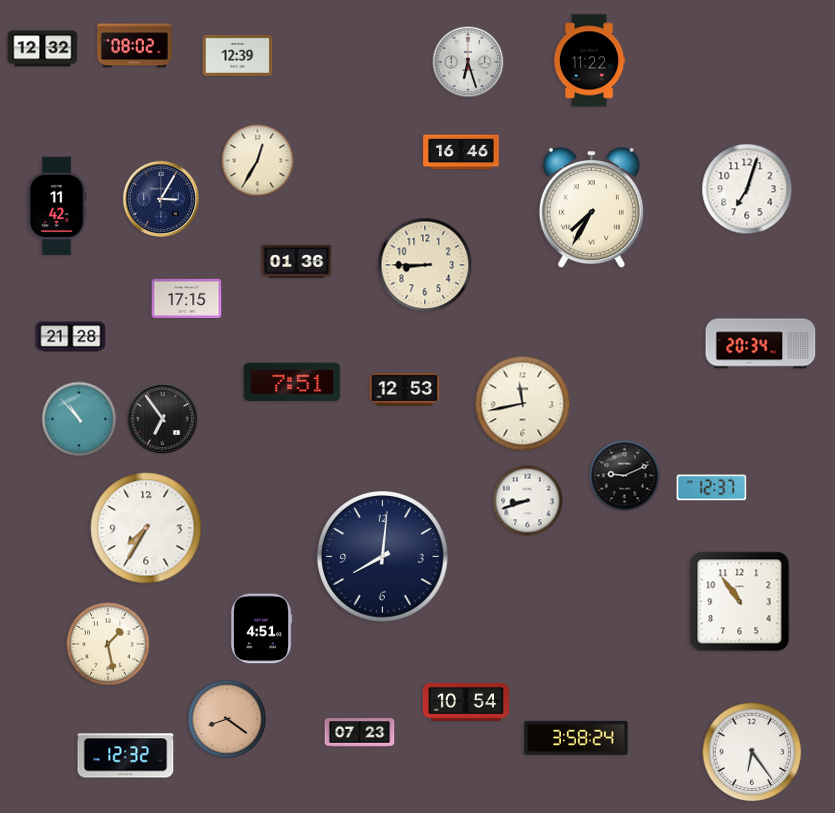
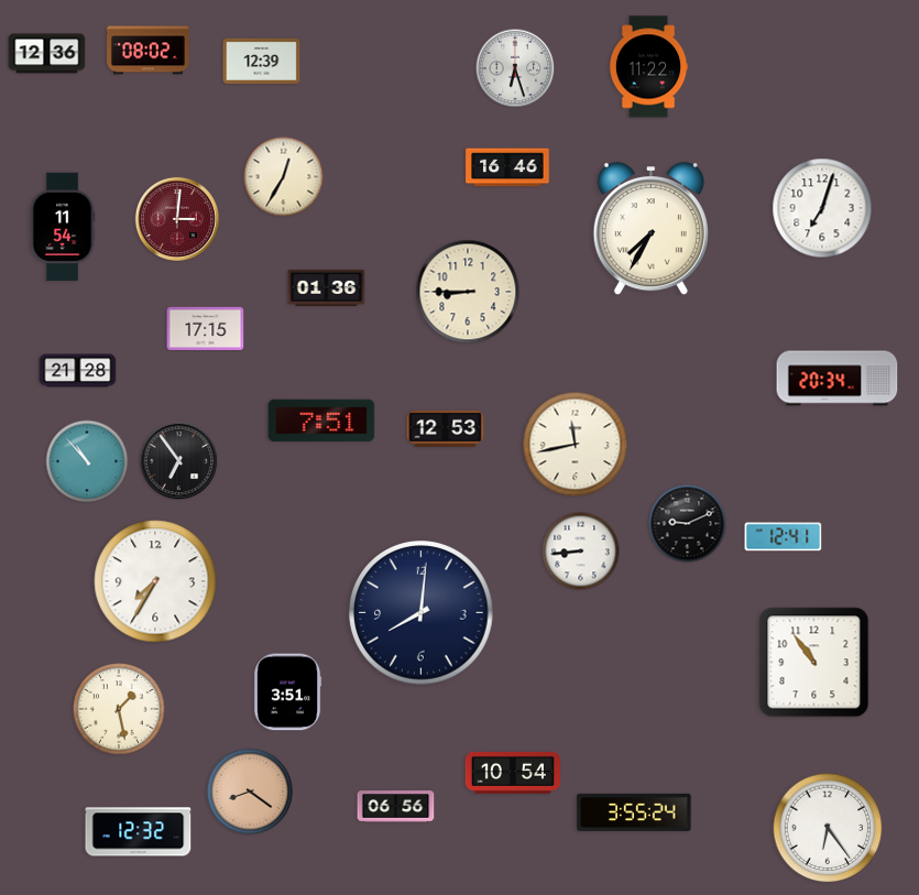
clock at (43, 49): 12:32 -> 12:36
clock at (161, 199): 3:05 -> 3:01
clock at (161, 199) dial: navy -> burgundy
clock at (57, 206): 11:42 -> 11:54
clock at (712, 488): 12:37 -> 12:41
clock at (528, 501): 8:42 -> 8:44
clock at (146, 528) position: (146, 528) -> (155, 581)
clock at (261, 629): 4:51 -> 3:51
clock at (360, 733): 07:23 -> 06:56
clock at (576, 738): 3:58 -> 3:55
